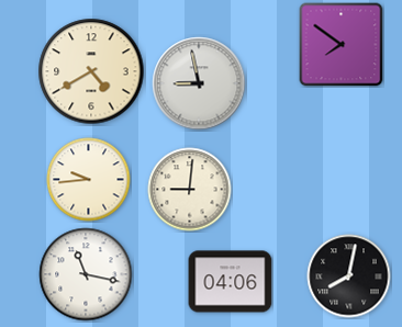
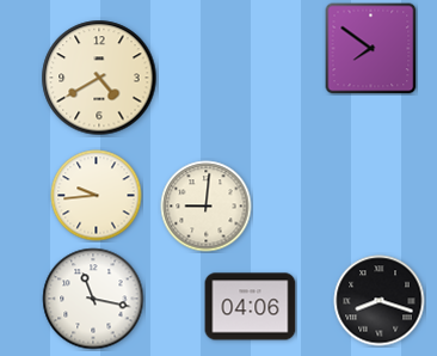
clock at (199, 83): 8:58 -> none
clock at (349, 277): 8:02 -> 8:18
